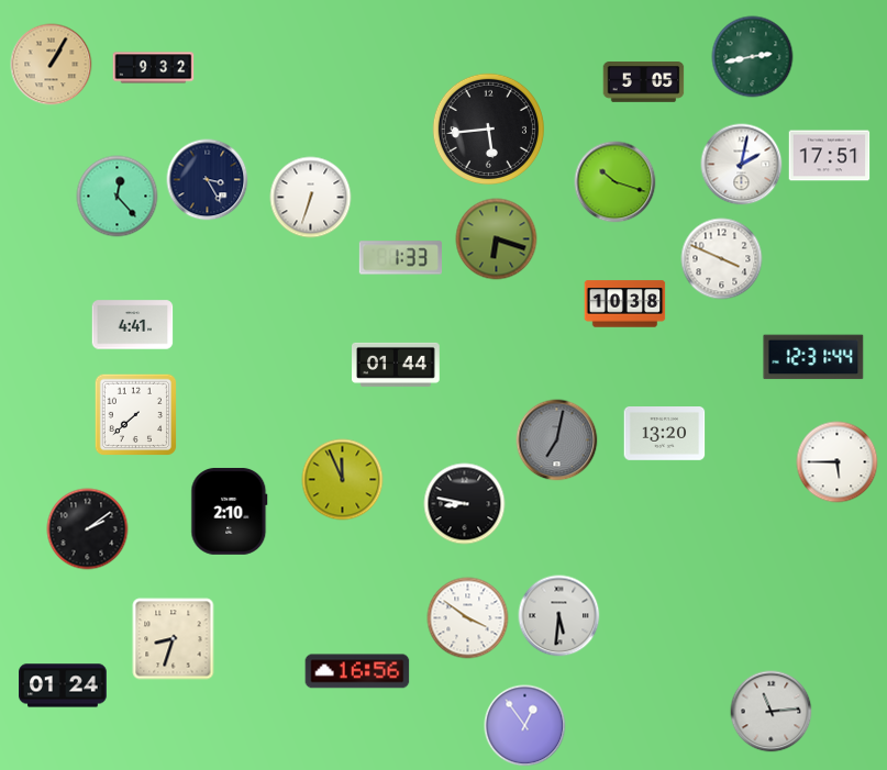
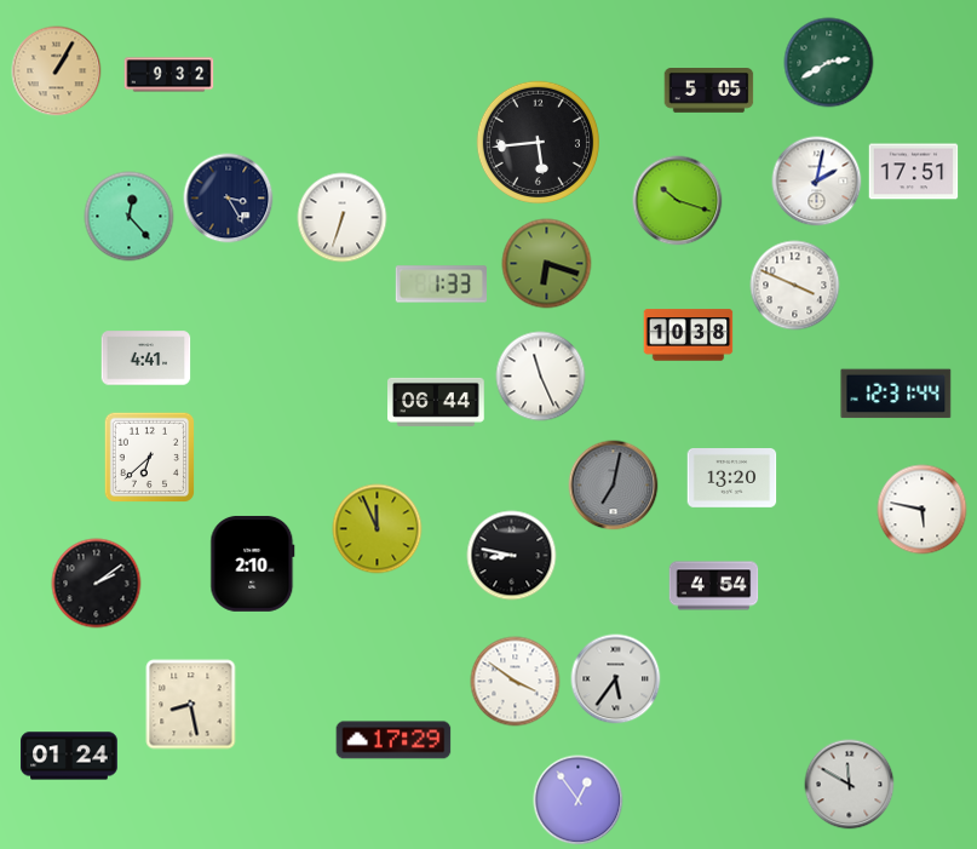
clock at (753, 57): 2:43 -> 2:40
clock at (541, 377): none -> 11:26
clock at (397, 365): 01:44 -> 06:44
clock at (136, 415): 7:38 -> 6:38
clock at (838, 462): 5:45 -> 5:47
clock at (714, 586): none -> 4:54
clock at (559, 616): 5:31 -> 5:36
clock at (174, 639): 8:33 -> 8:28
clock at (357, 671): 16:56 -> 17:29
clock at (772, 712): 11:14 -> 11:50
